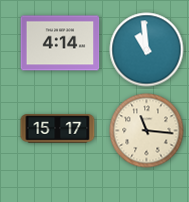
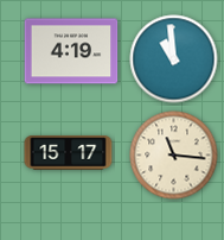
clock at (60, 43): 4:14 -> 4:19
